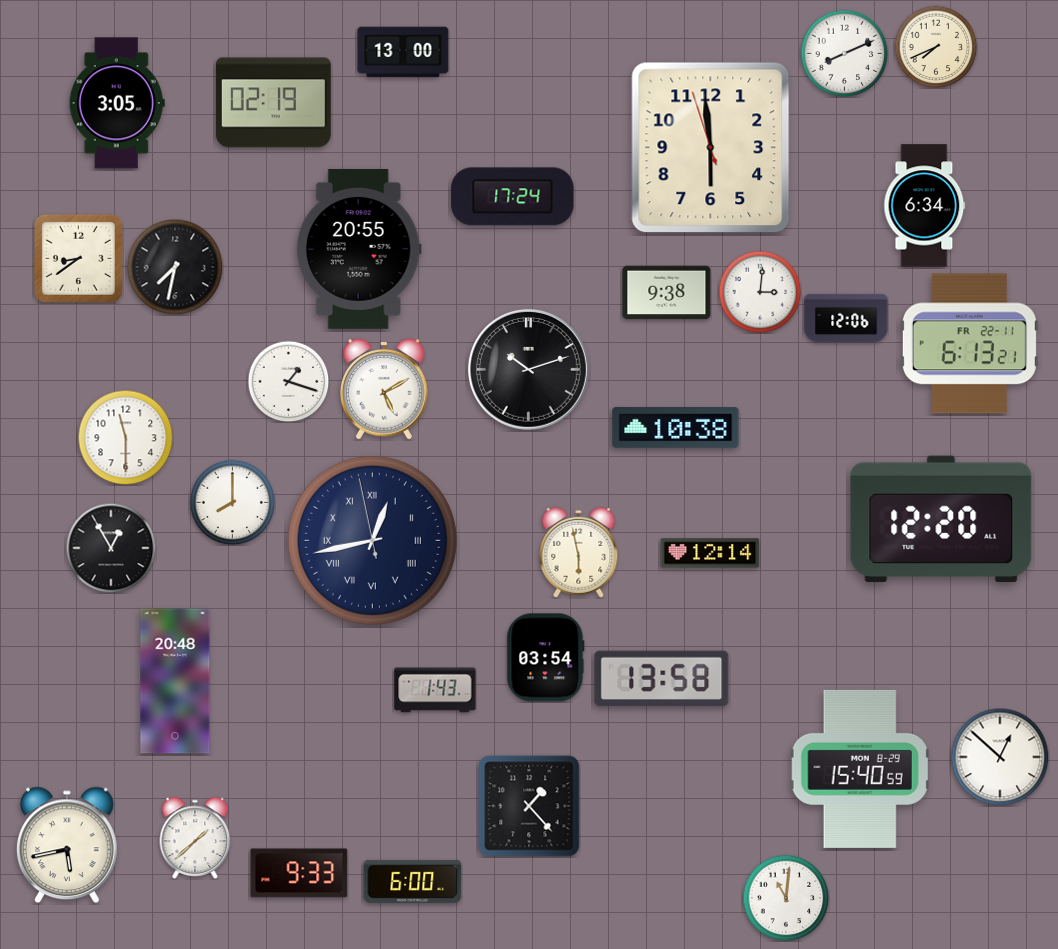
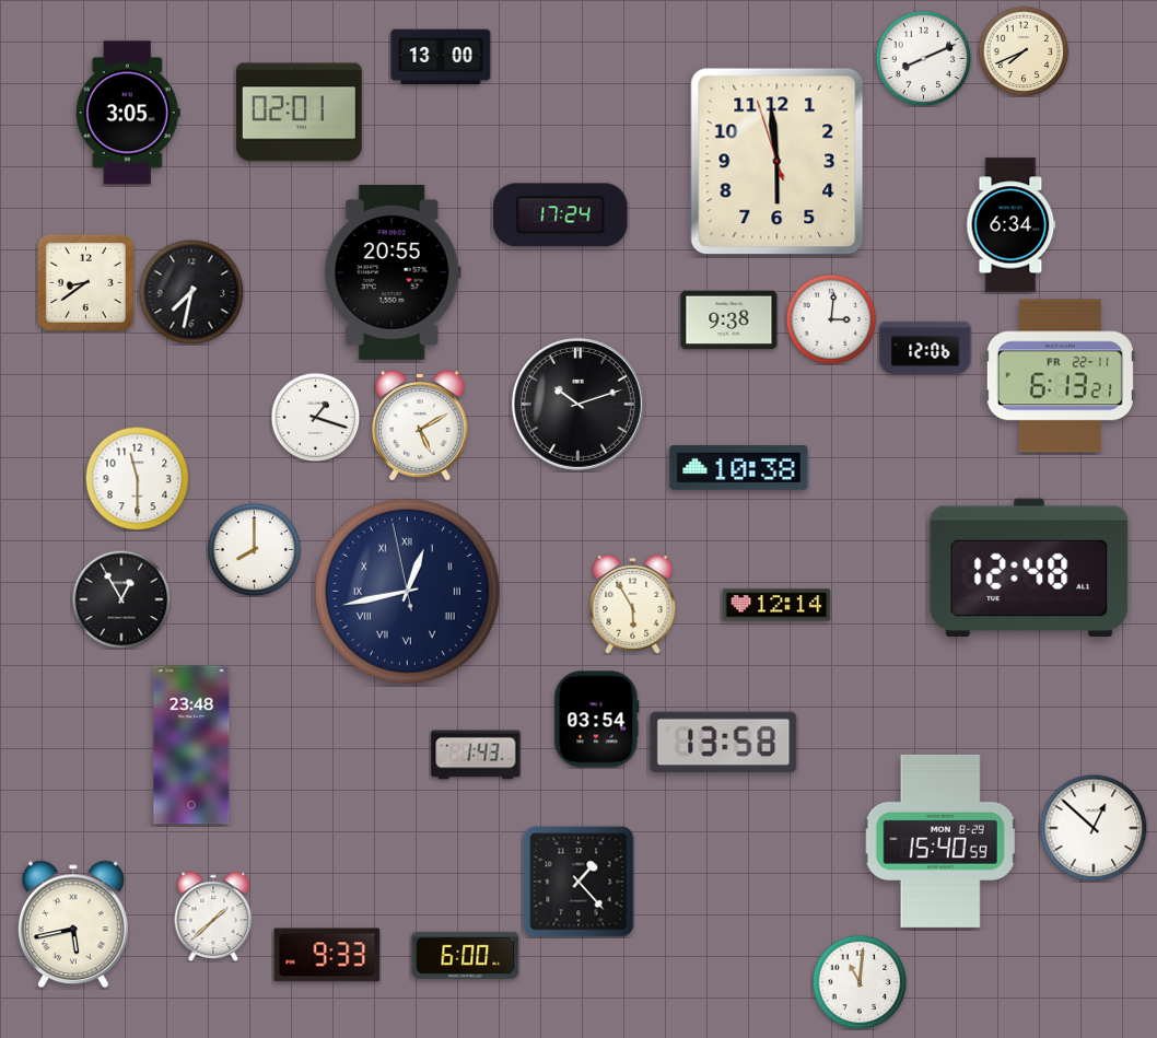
clock at (273, 103): 02:19 -> 02:01
clock at (941, 519): 12:20 -> 12:48
clock at (579, 552): 5:58 -> 5:55
clock at (175, 681): 20:48 -> 23:48
clock at (413, 881) position: (413, 881) -> (466, 955)
